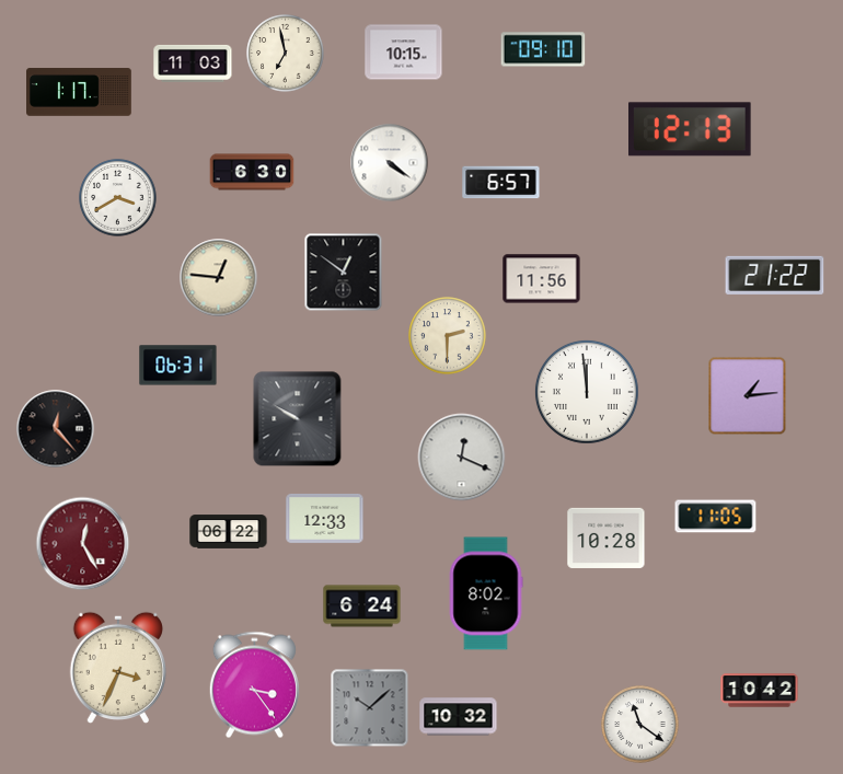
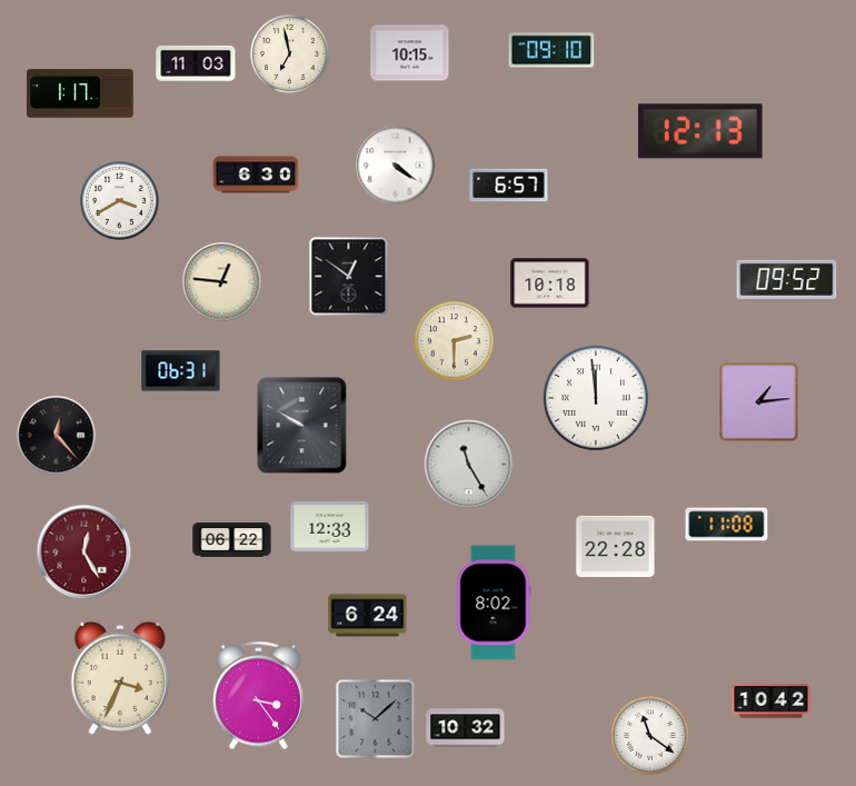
clock at (775, 275): 21:22 -> 09:52
clock at (542, 279): 11:56 -> 10:18
clock at (462, 458): 12:19 -> 11:25
clock at (716, 517): 11:05 -> 11:08
clock at (607, 538): 10:28 -> 22:28
